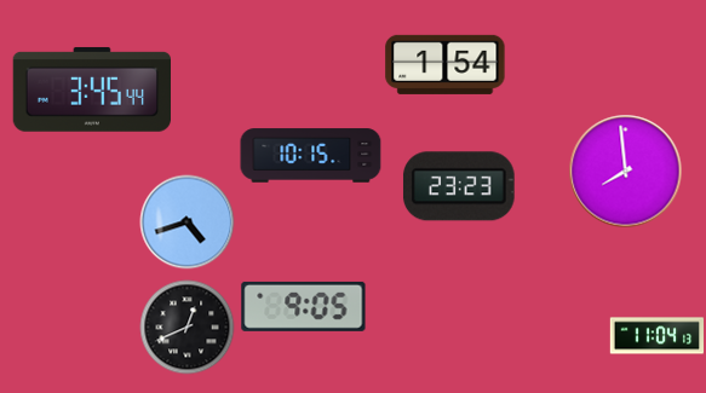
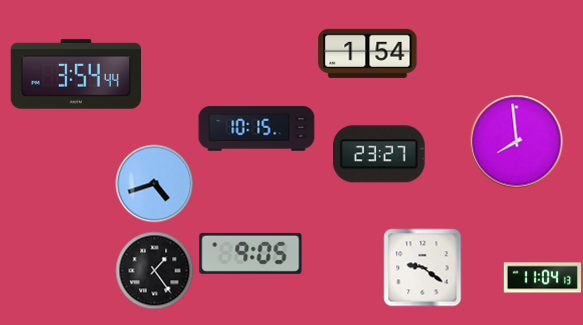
clock at (91, 89): 3:45 -> 3:54
clock at (459, 186): 23:23 -> 23:27
clock at (422, 267): none -> 9:21
clock at (186, 326): 12:41 -> 1:24
